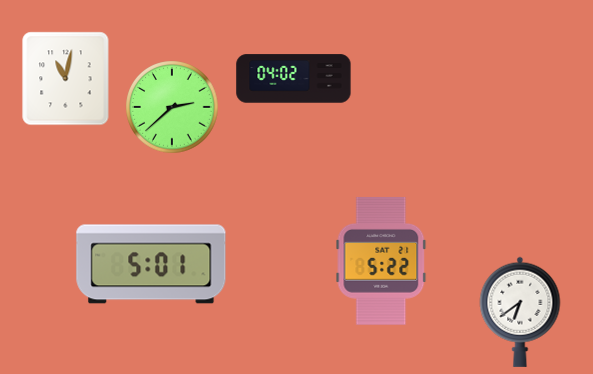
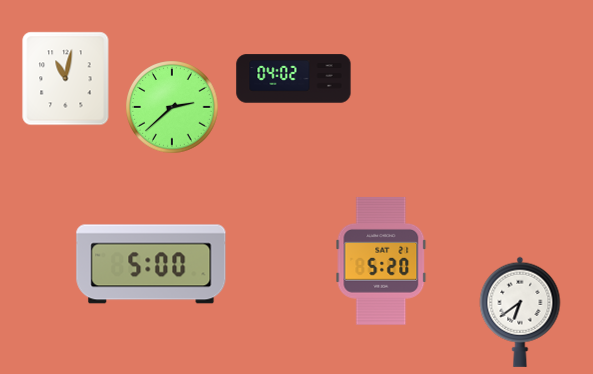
clock at (381, 261): 5:22 -> 5:20
clock at (151, 264): 5:01 -> 5:00
